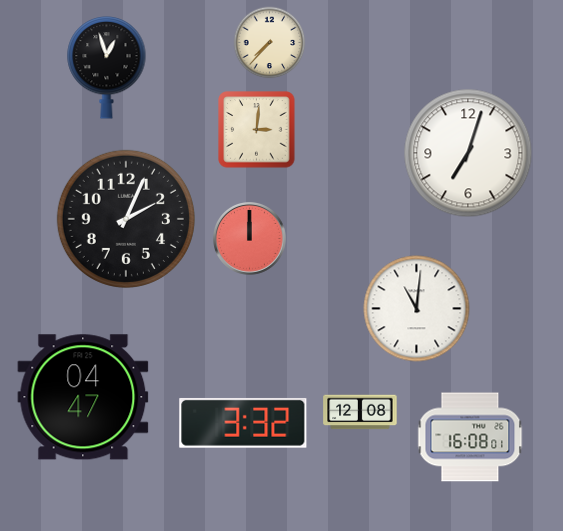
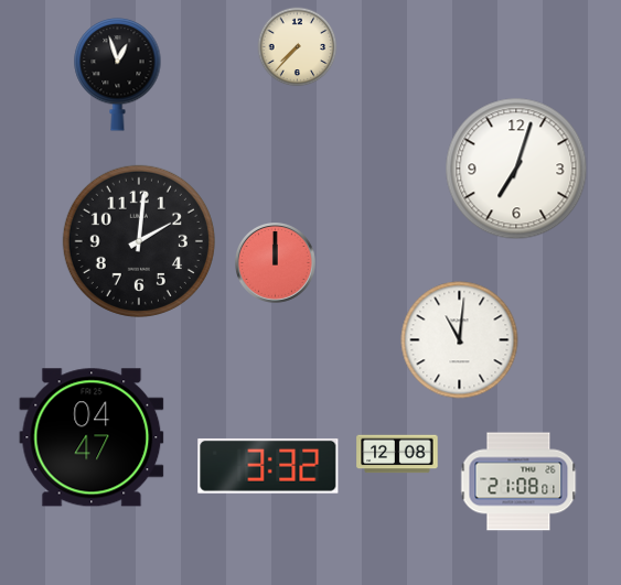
clock at (257, 130): 3:01 -> none
clock at (126, 219): 2:04 -> 2:01
clock at (470, 437): 16:08 -> 21:08
